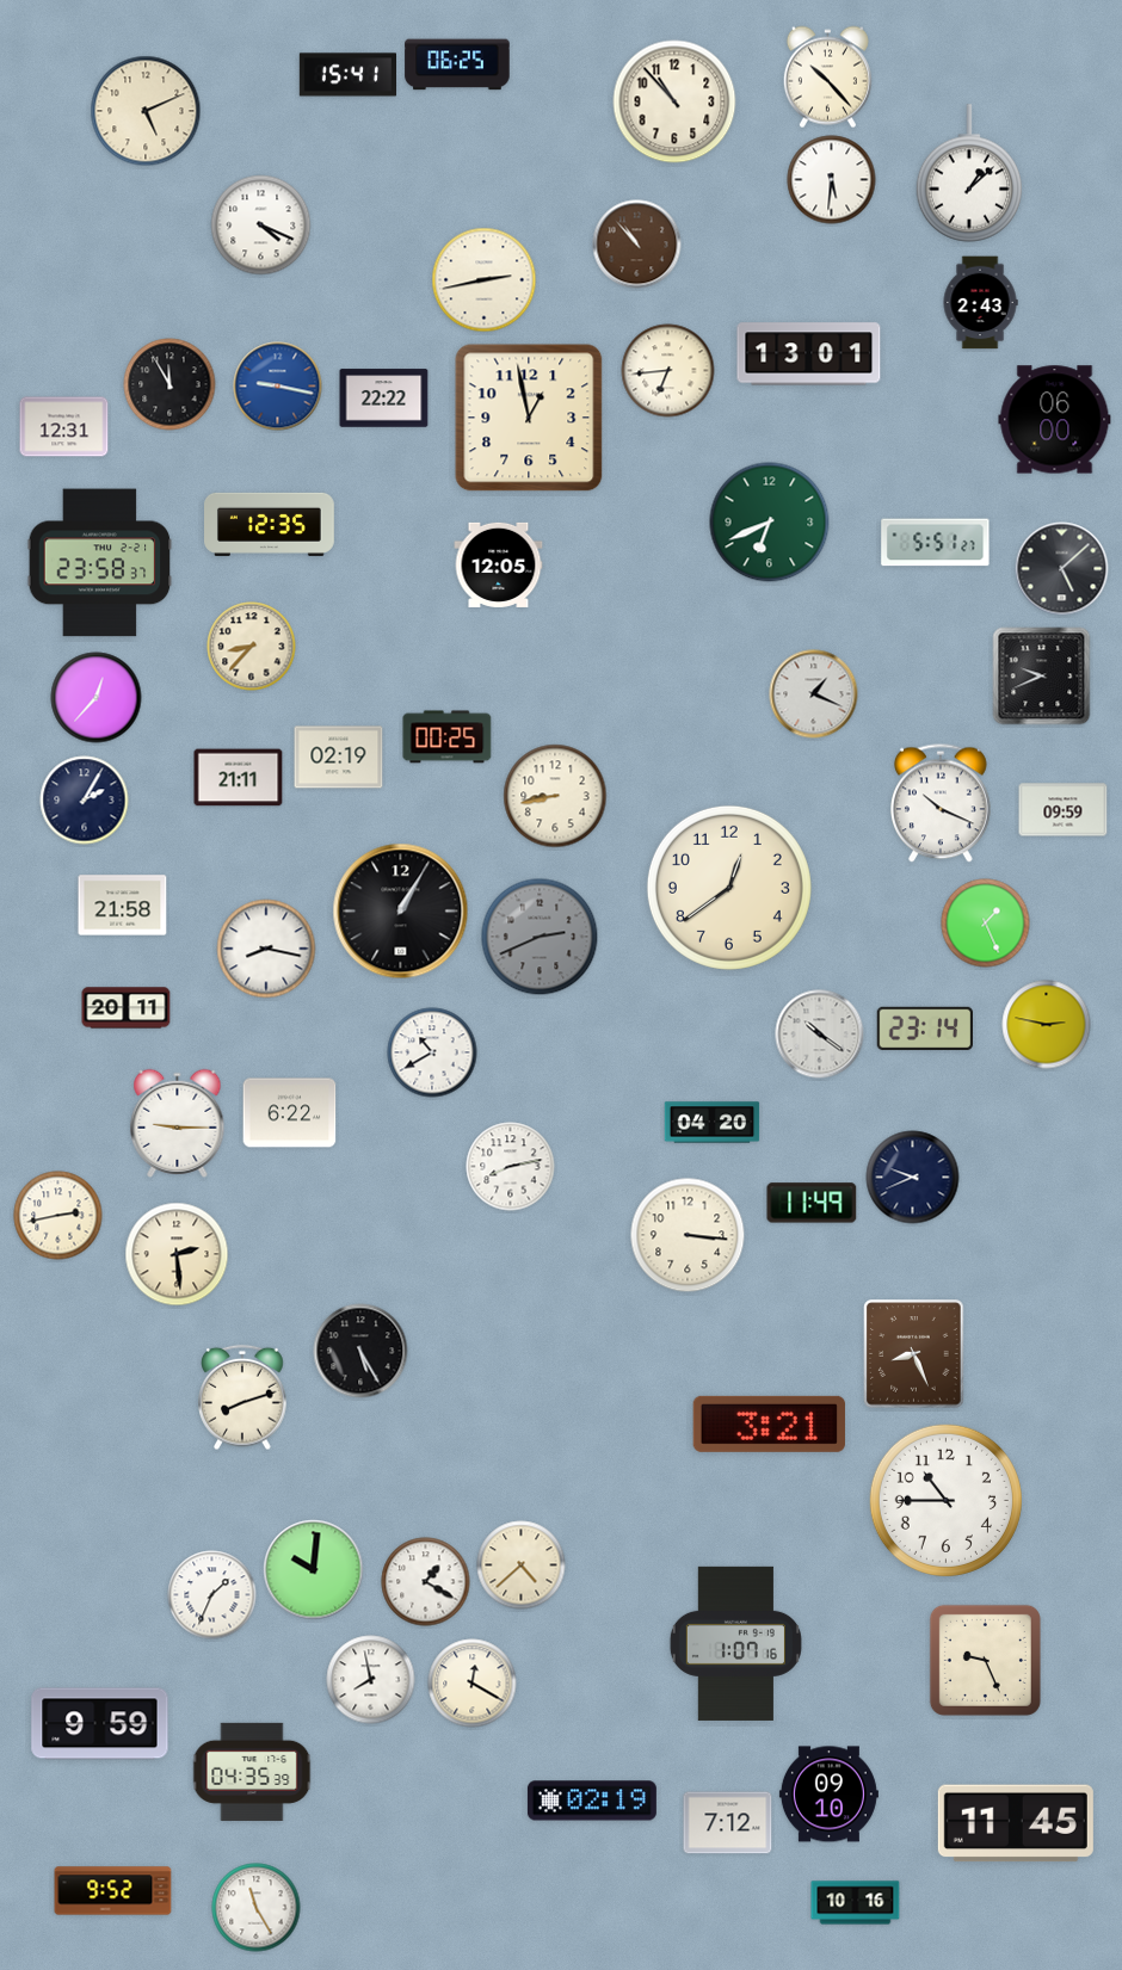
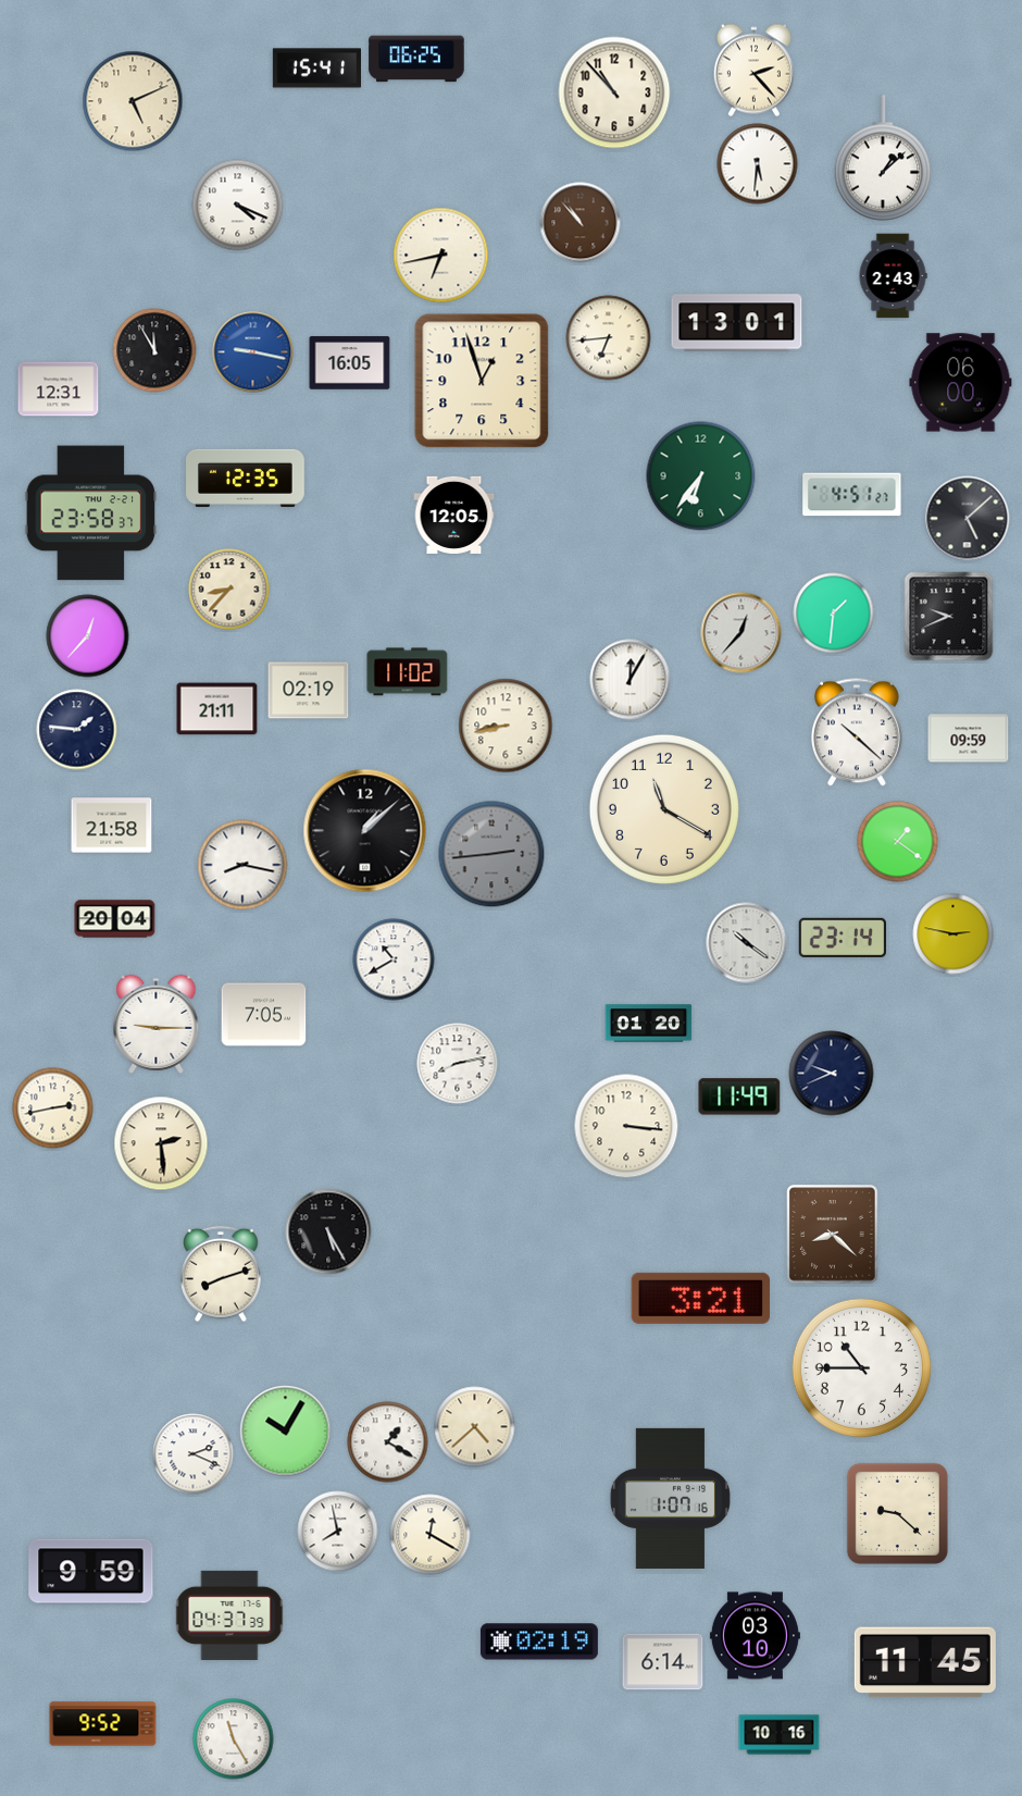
clock at (827, 78): 10:23 -> 2:23
clock at (485, 280): 2:43 -> 6:43
clock at (384, 399): 22:22 -> 16:05
clock at (529, 418): 12:58 -> 12:57
clock at (770, 523): 6:41 -> 6:36
clock at (936, 543): 5:51 -> 4:51
clock at (834, 614): none -> 1:31
clock at (814, 694): 1:19 -> 12:37
clock at (448, 737): 00:25 -> 11:02
clock at (631, 680): none -> 12:05
clock at (85, 801): 2:05 -> 1:46
clock at (942, 803): 10:19 -> 10:22
clock at (729, 888): 12:39 -> 11:20
clock at (401, 912): 1:05 -> 1:08
clock at (986, 924): 1:26 -> 1:21
clock at (540, 937): 2:41 -> 2:44
clock at (127, 1008): 20:11 -> 20:04
clock at (290, 1113): 6:22 -> 7:05
clock at (178, 1123) position: (178, 1123) -> (157, 1024)
clock at (713, 1123): 04:20 -> 01:20
clock at (511, 1167) position: (511, 1167) -> (458, 1064)
clock at (914, 1354): 8:26 -> 8:22
clock at (314, 1570): 10:01 -> 10:05
clock at (212, 1595): 1:34 -> 2:19
clock at (985, 1660): 9:26 -> 9:22
clock at (252, 1772): 04:35 -> 04:37
clock at (828, 1795): 09:10 -> 03:10
clock at (728, 1823): 7:12 -> 6:14
